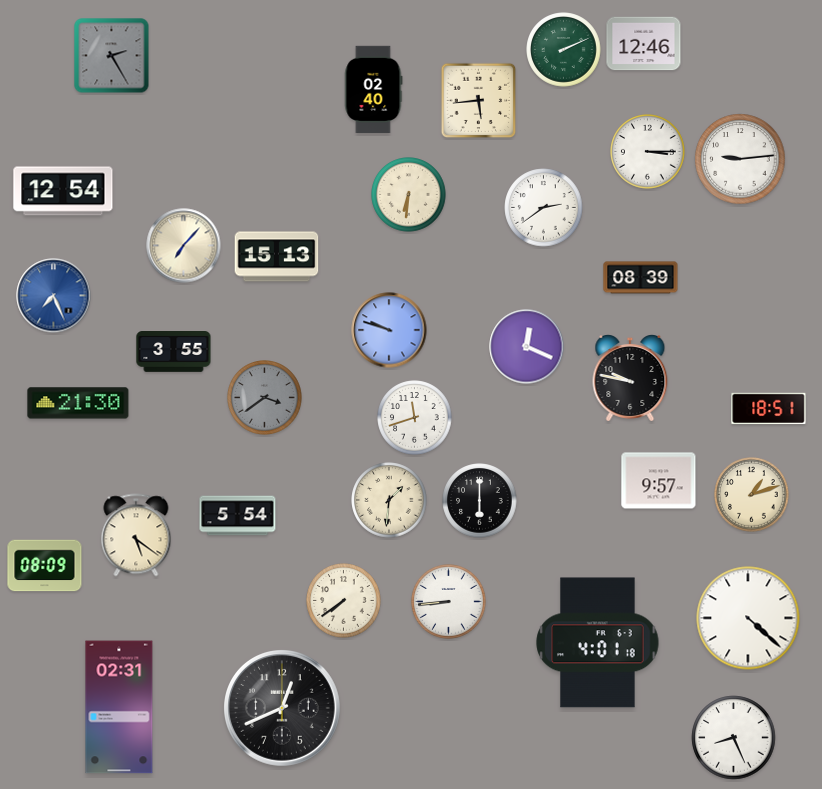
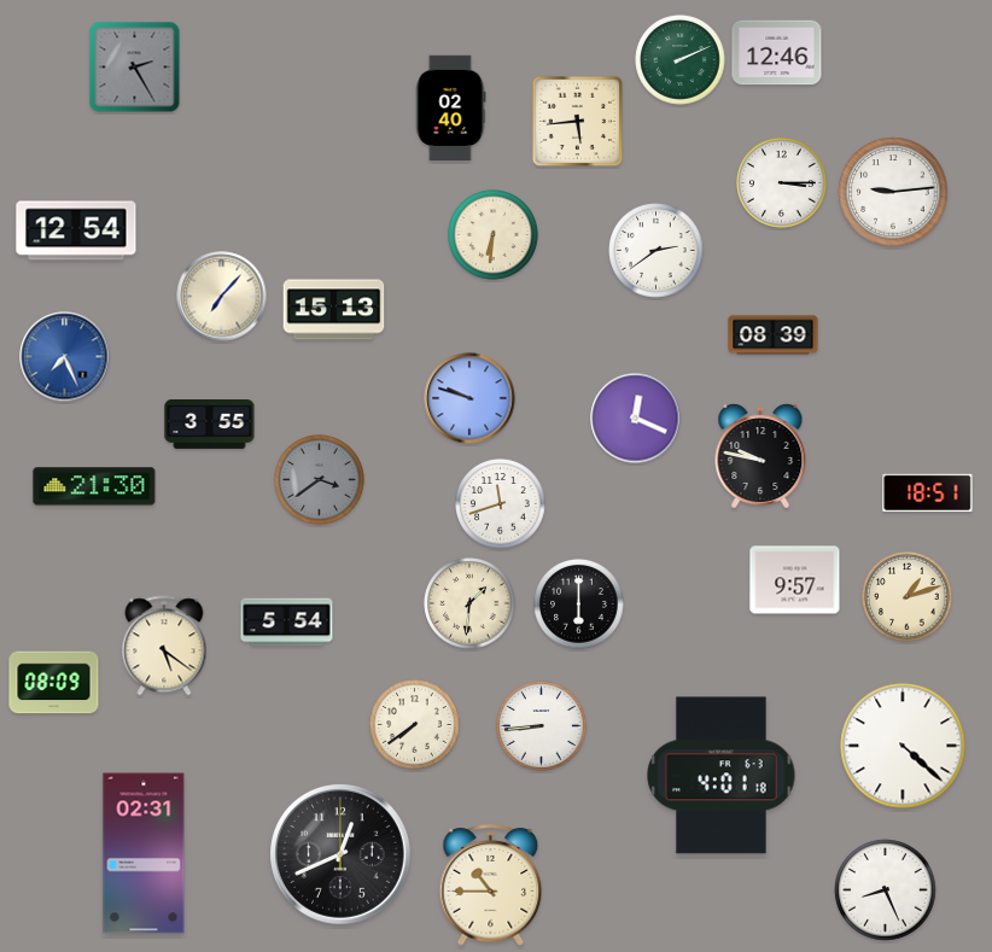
clock at (491, 886): none -> 10:45
